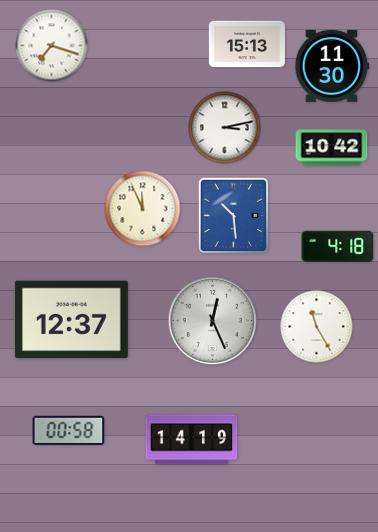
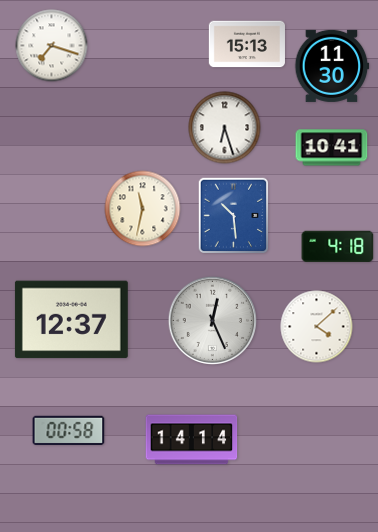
clock at (225, 128): 3:13 -> 6:27
clock at (332, 148): 10:42 -> 10:41
clock at (143, 209): 11:56 -> 11:32
clock at (317, 327): 11:25 -> 4:08
clock at (192, 440): 14:19 -> 14:14
